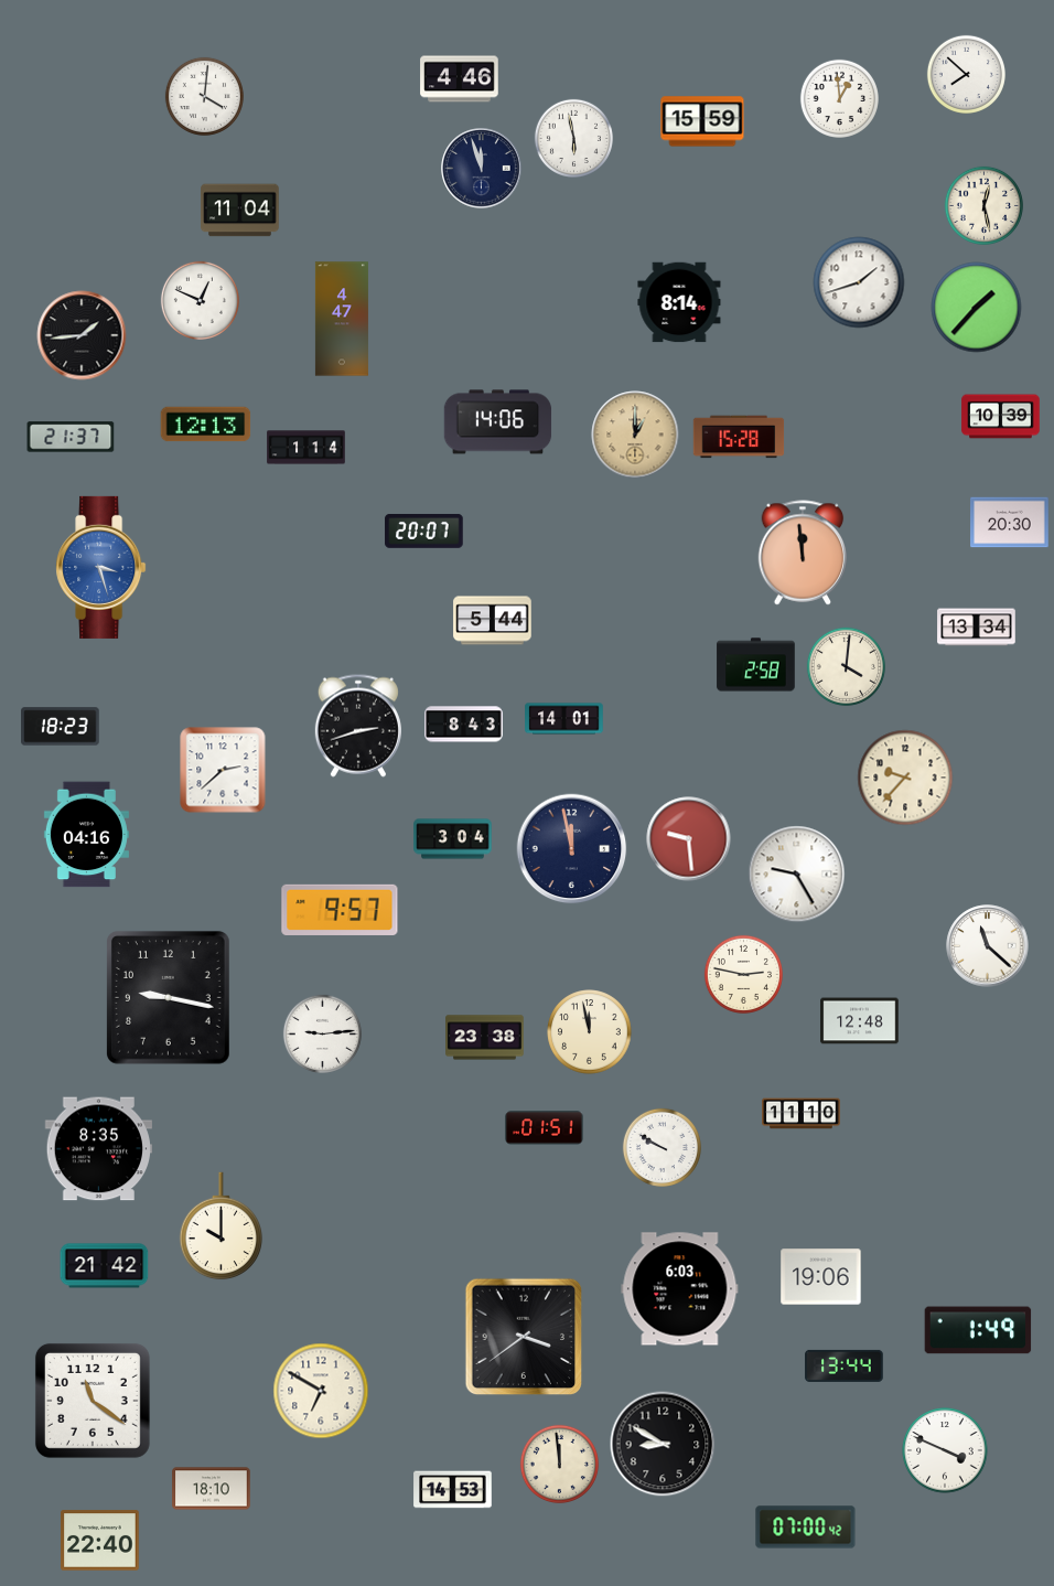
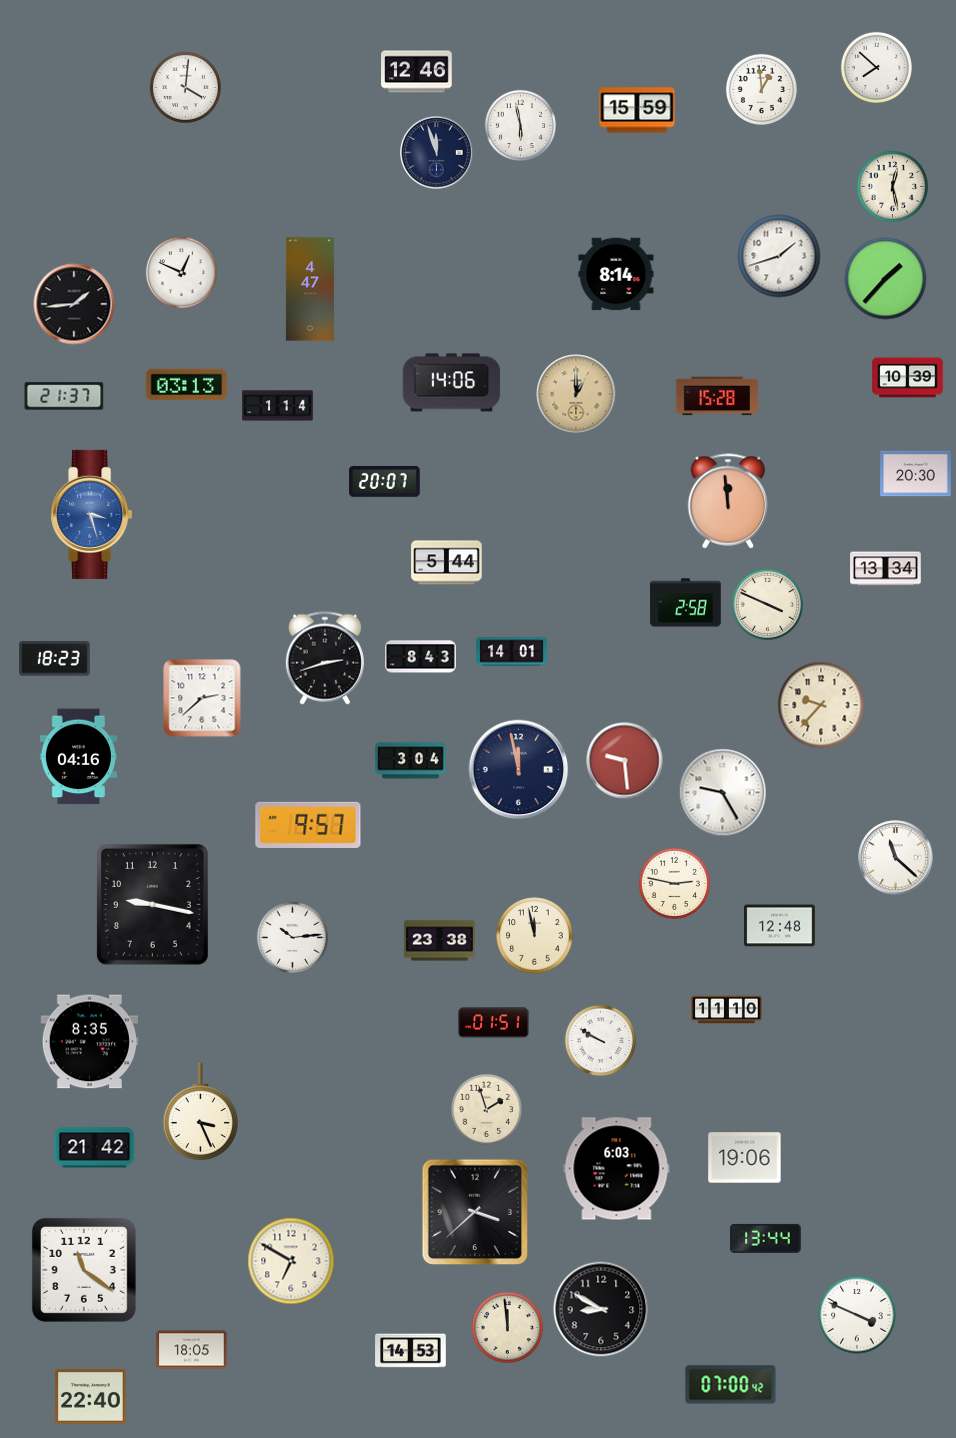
clock at (460, 79): 4:46 -> 12:46
clock at (240, 211): 11:04 -> none
clock at (206, 425): 12:13 -> 03:13
clock at (739, 437) position: (739, 437) -> (717, 396)
clock at (846, 666): 4:01 -> 3:49
clock at (322, 1033): 9:14 -> 10:14
clock at (486, 1109): none -> 1:57
clock at (221, 1226): 10:00 -> 3:26
clock at (978, 1330): 1:49 -> none
clock at (524, 1337): 3:39 -> 3:38
clock at (212, 1489): 18:10 -> 18:05
